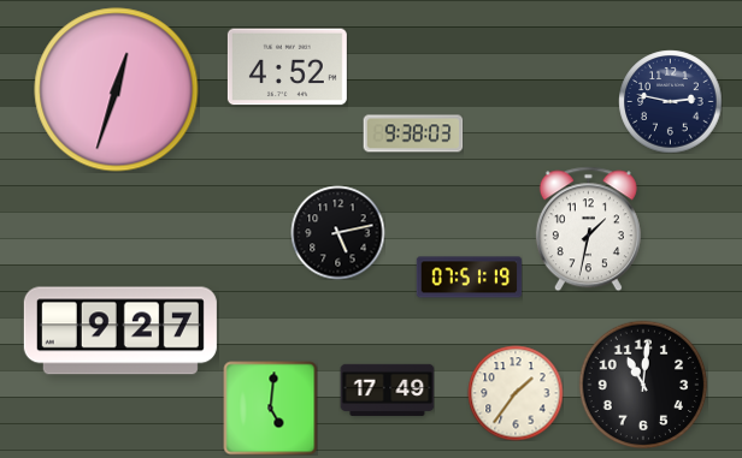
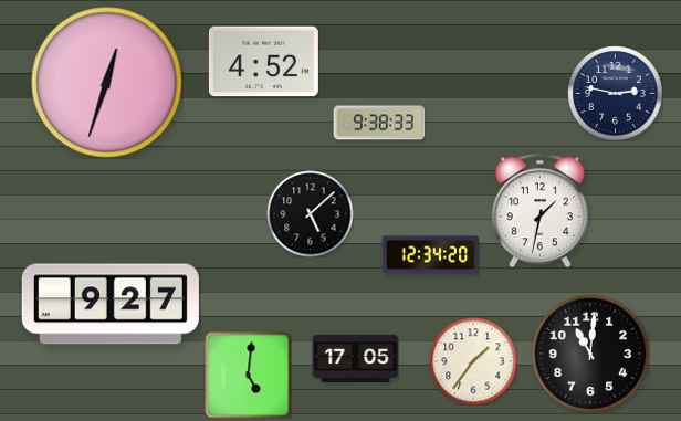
clock at (413, 133): 9:38:03 -> 9:38:33
clock at (337, 232): 5:13 -> 5:08
clock at (469, 278): 07:51 -> 12:34
clock at (387, 389): 17:49 -> 17:05
